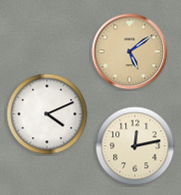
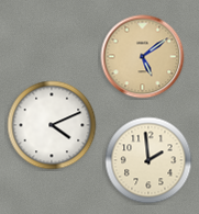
clock at (135, 146): 12:13 -> 1:59
